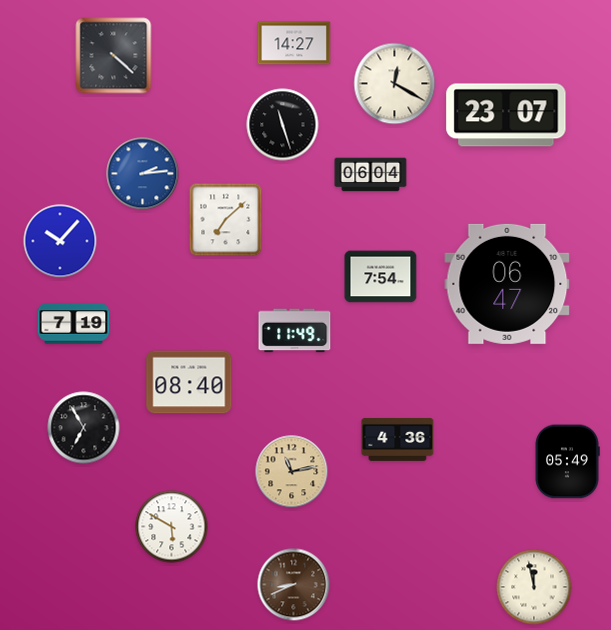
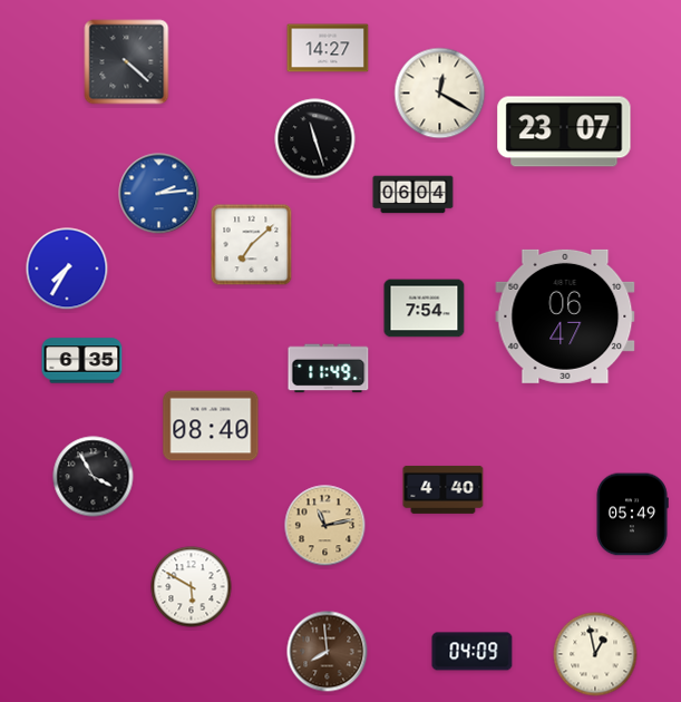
clock at (506, 115) position: (506, 115) -> (564, 131)
clock at (60, 241): 10:07 -> 7:35
clock at (74, 324): 7:19 -> 6:35
clock at (84, 428): 6:55 -> 3:55
clock at (398, 439): 4:36 -> 4:40
clock at (294, 585): 8:41 -> 7:59
clock at (473, 652): none -> 04:09
clock at (534, 587): 11:58 -> 12:58
